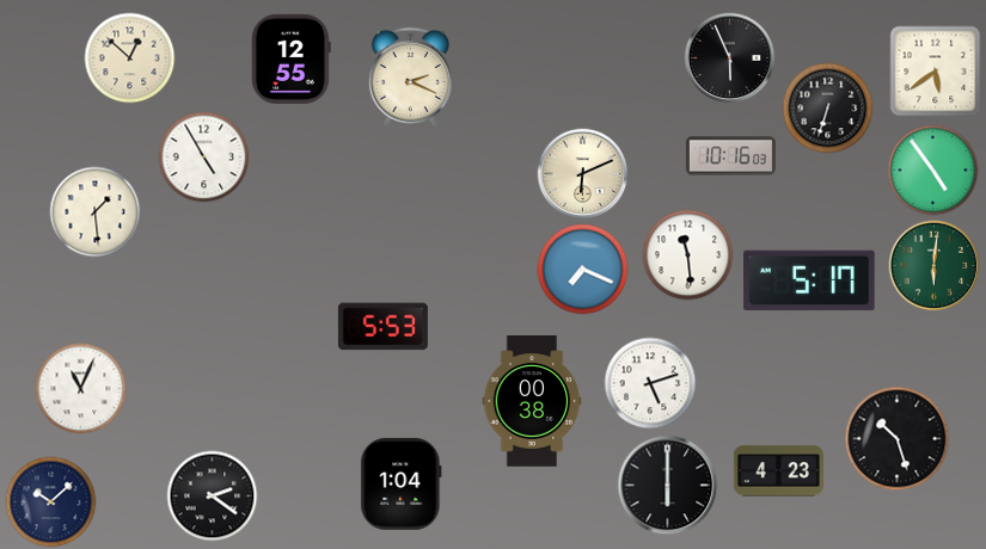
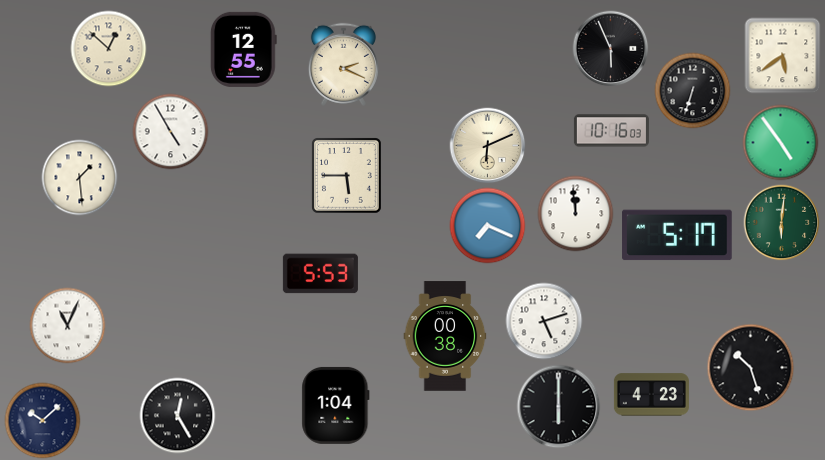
clock at (936, 72) position: (936, 72) -> (783, 56)
clock at (347, 176): none -> 5:45
clock at (688, 255): 11:29 -> 11:59
clock at (213, 496): 2:21 -> 12:25
